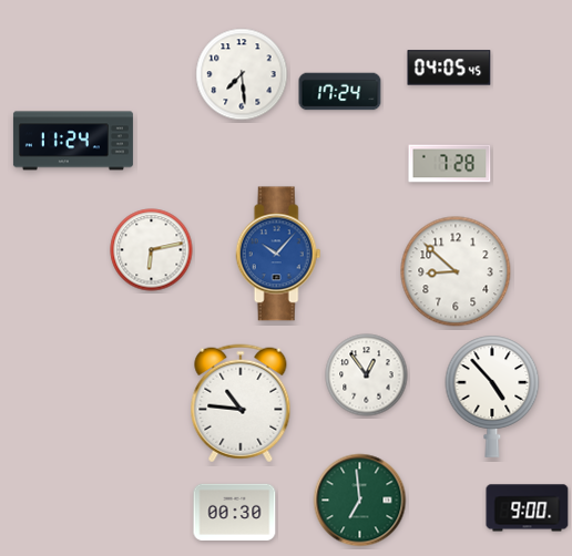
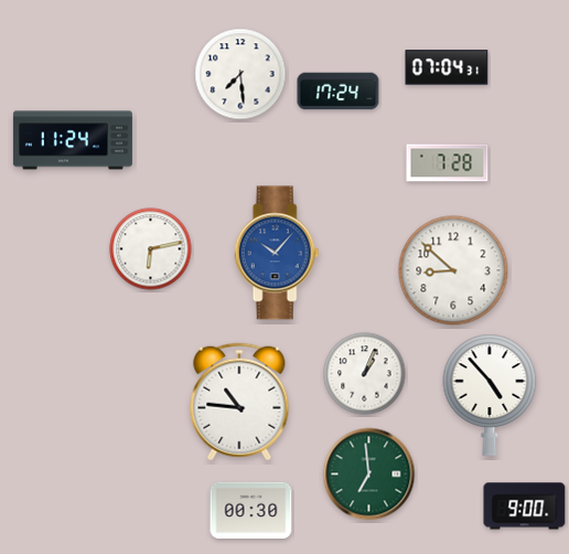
clock at (449, 68): 04:05 -> 07:04
clock at (367, 375): 12:54 -> 1:04
clock at (360, 501) position: (360, 501) -> (369, 475)
clock at (235, 512) position: (235, 512) -> (251, 510)
